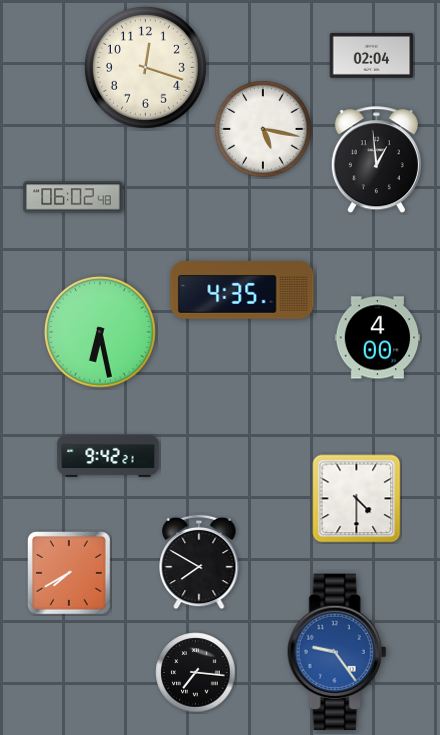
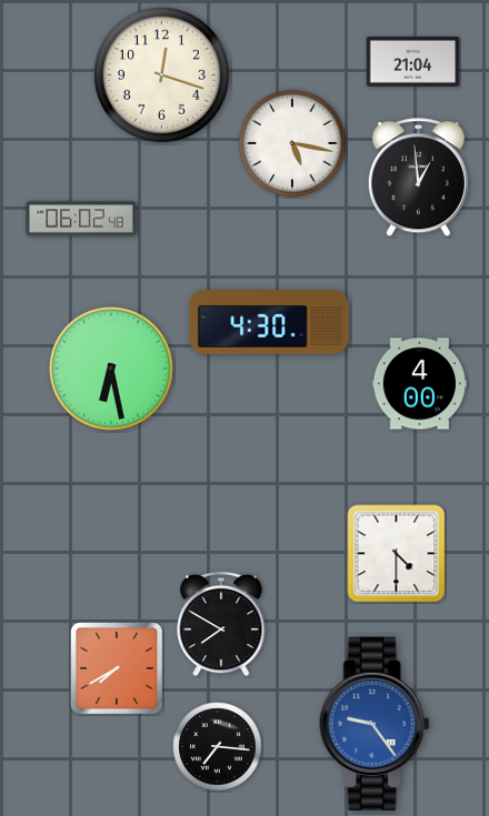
clock at (372, 55): 02:04 -> 21:04
clock at (242, 290): 4:35 -> 4:30
clock at (378, 338) position: (378, 338) -> (420, 384)
clock at (108, 456): 9:42 -> none
clock at (70, 574) position: (70, 574) -> (118, 669)
